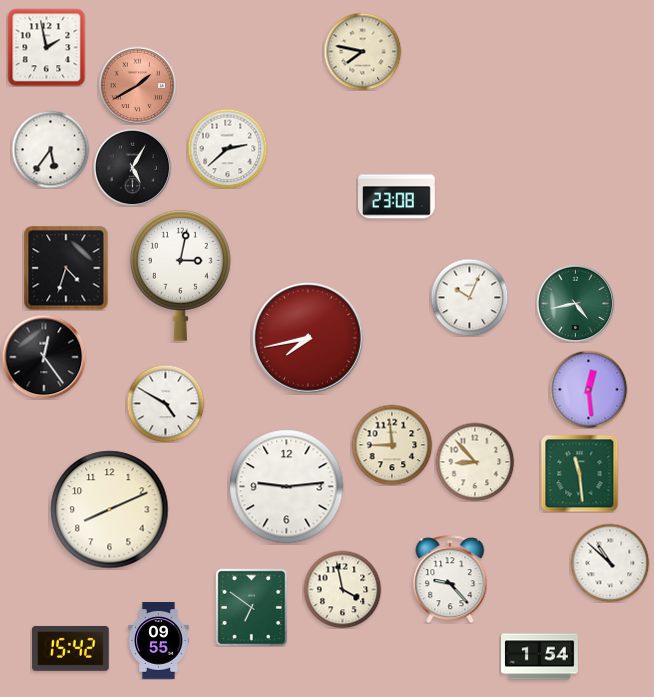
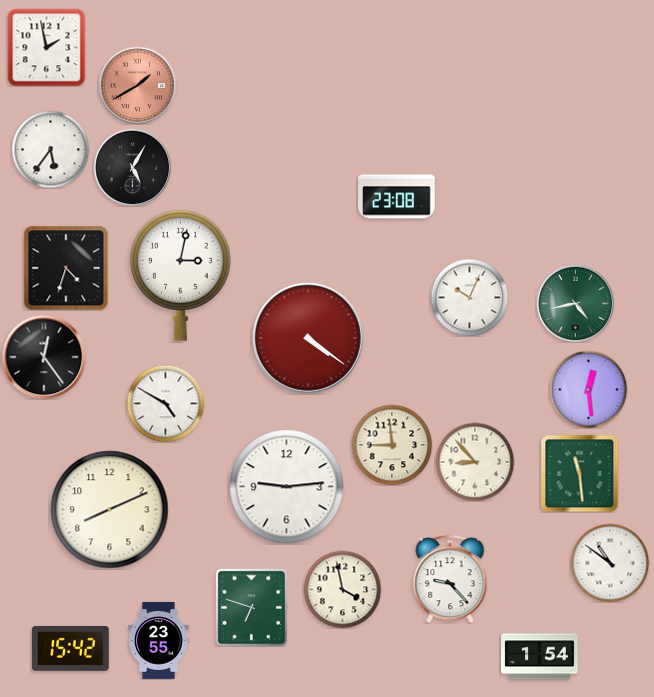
clock at (362, 51): 7:47 -> none
clock at (227, 148): 2:38 -> none
clock at (309, 339): 7:43 -> 4:21
clock at (610, 563): 10:52 -> 10:51
clock at (252, 607): 6:51 -> 6:48
clock at (159, 641): 09:55 -> 23:55
